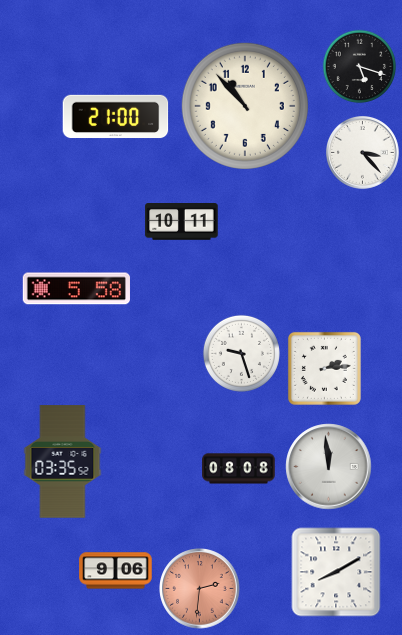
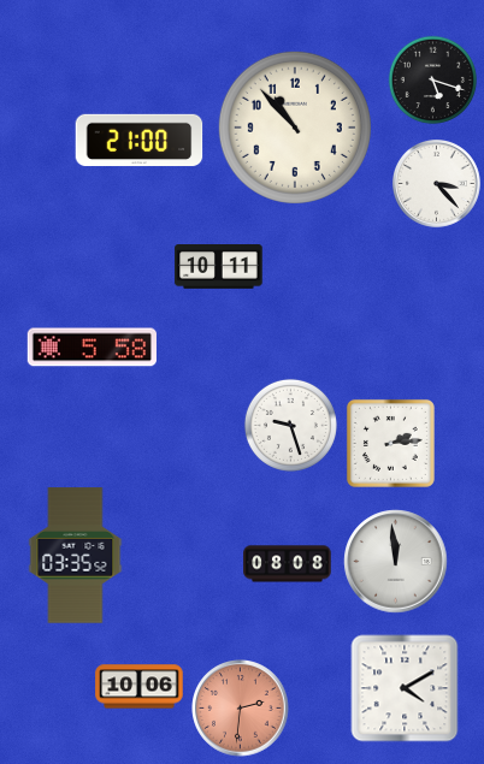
clock at (116, 571): 9:06 -> 10:06
clock at (336, 572): 8:10 -> 4:10
